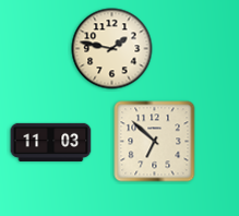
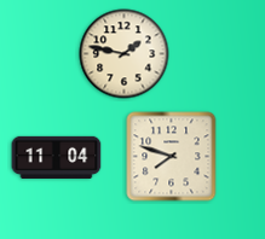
clock at (51, 142): 11:03 -> 11:04
clock at (155, 142): 6:52 -> 7:48
